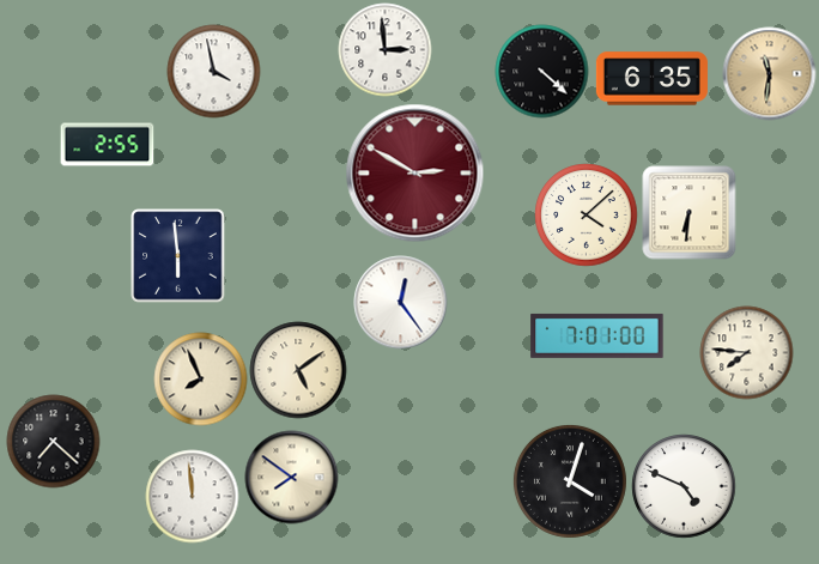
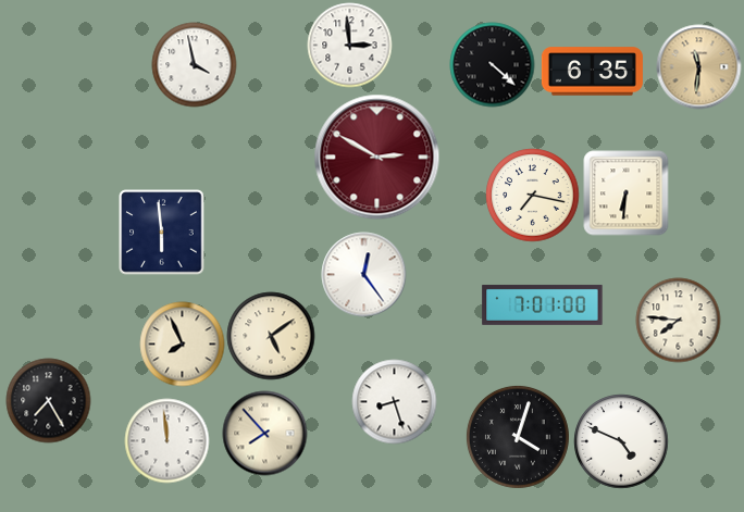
clock at (107, 145): 2:55 -> none
clock at (586, 214): 4:08 -> 7:17
clock at (53, 441): 7:22 -> 7:25
clock at (394, 401): none -> 8:27
clock at (291, 477): 7:51 -> 7:53
clock at (192, 496) position: (192, 496) -> (166, 440)
